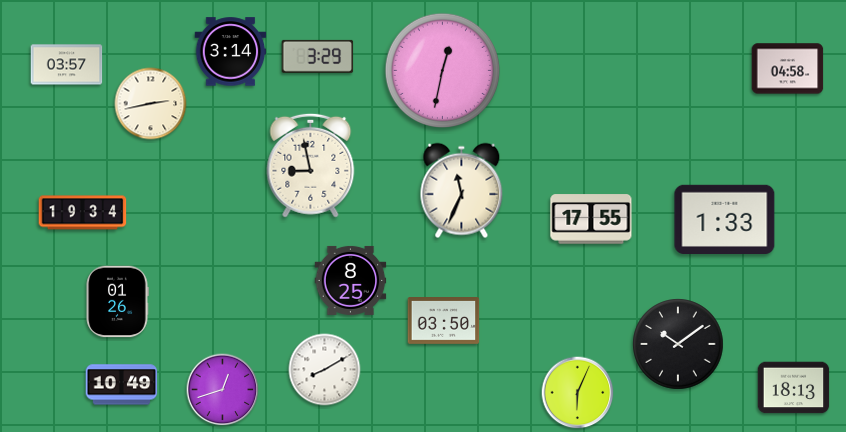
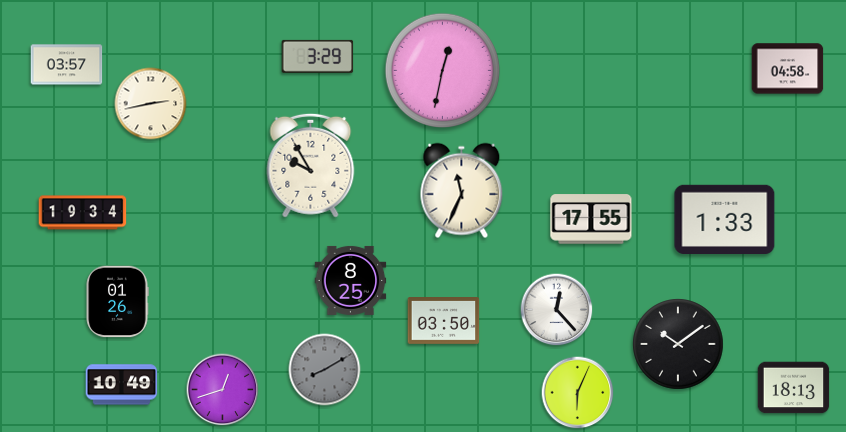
clock at (231, 52): 3:14 -> none
clock at (311, 165): 8:58 -> 9:55
clock at (557, 310): none -> 12:23
clock at (325, 370) dial: white -> grey
